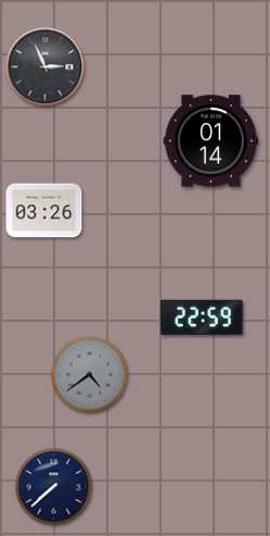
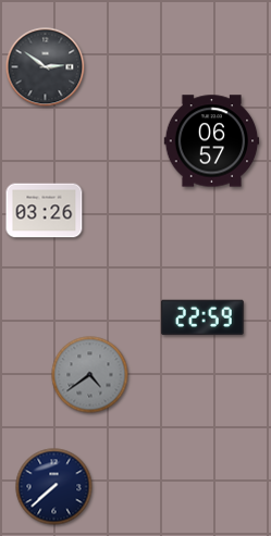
clock at (46, 67): 2:56 -> 2:51
clock at (211, 141): 01:14 -> 06:57
